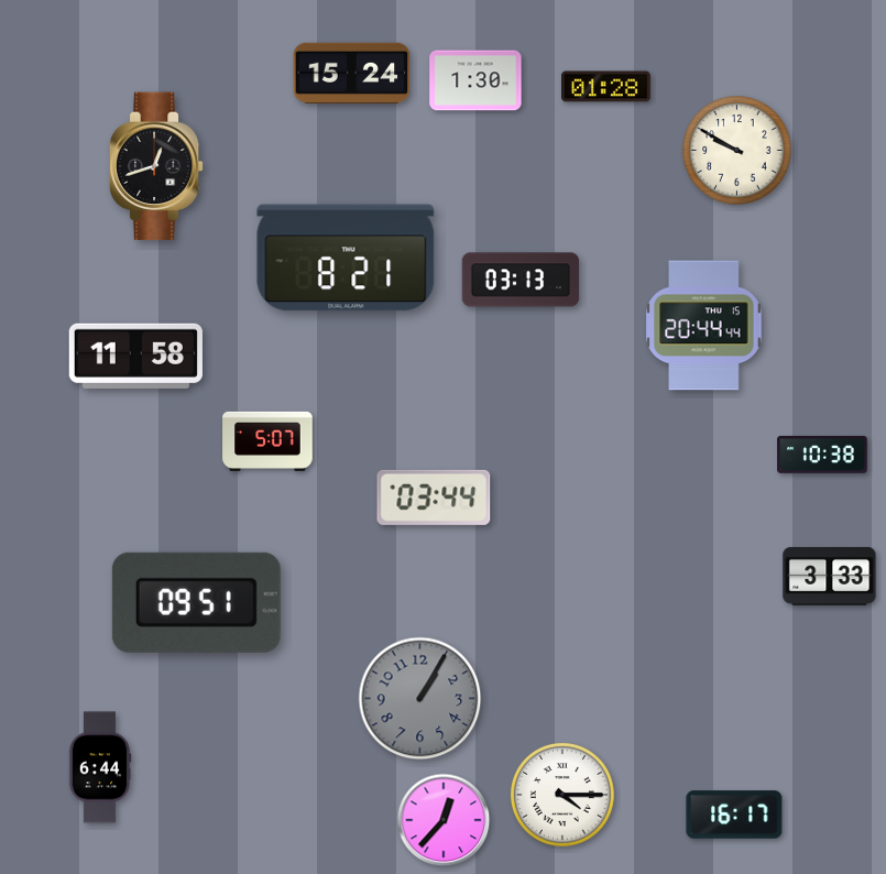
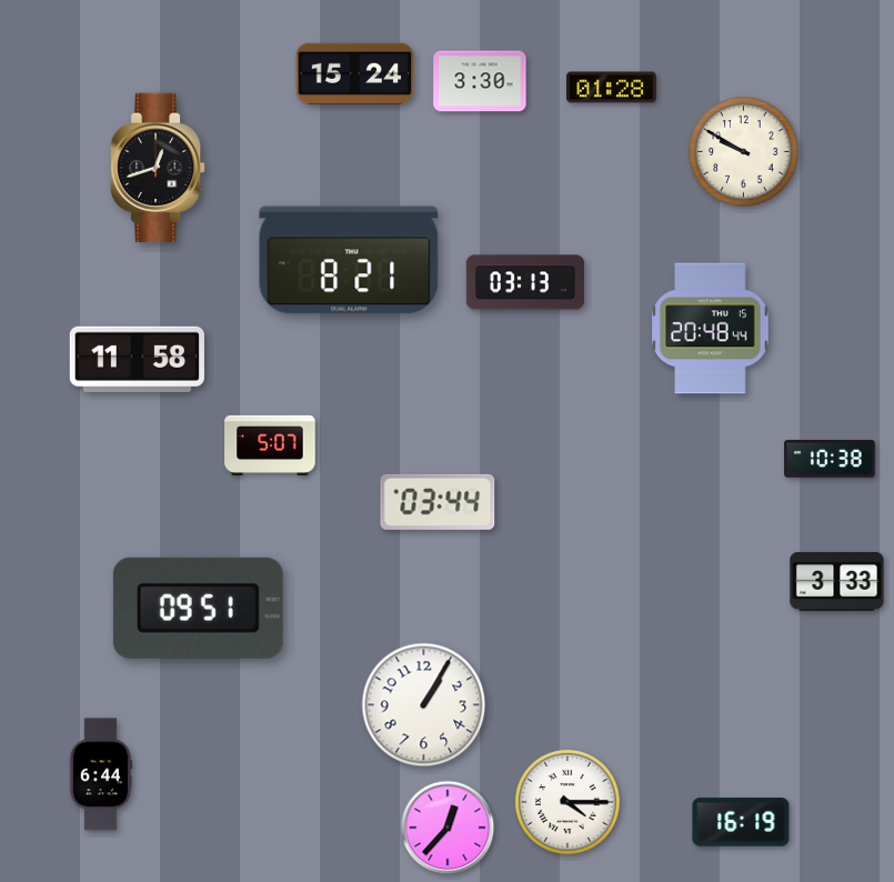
clock at (475, 80): 1:30 -> 3:30
clock at (704, 326): 20:44 -> 20:48
clock at (420, 699) dial: grey -> white
clock at (734, 815): 16:17 -> 16:19
